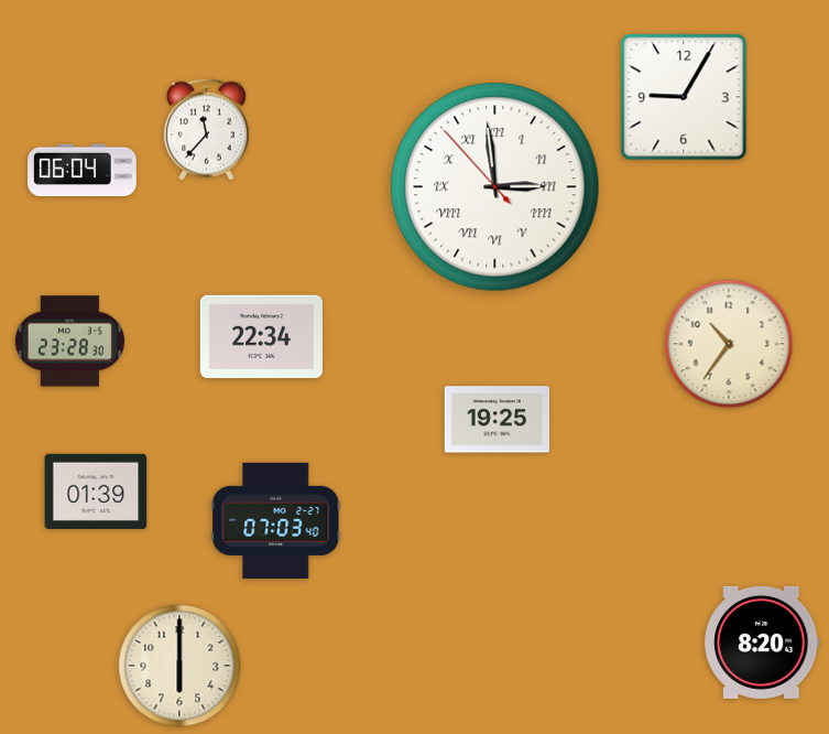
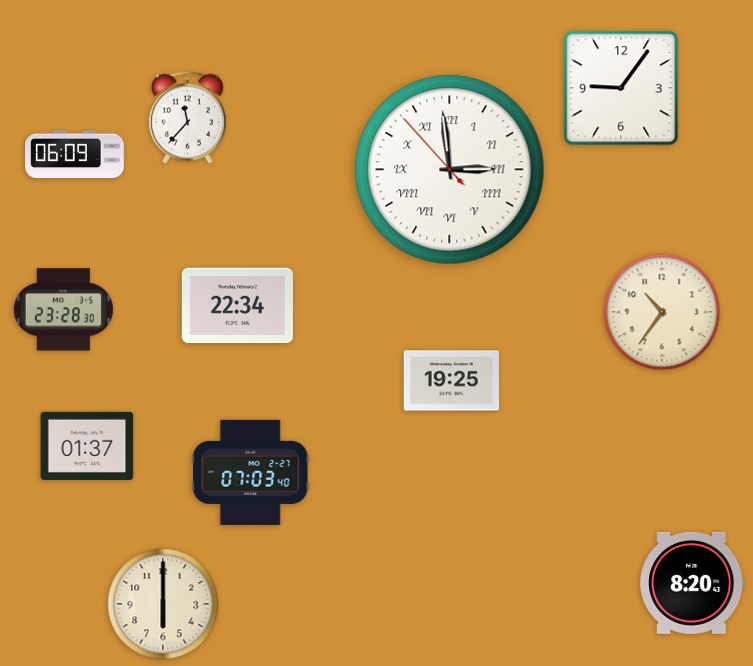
clock at (684, 97): 9:05 -> 9:06
clock at (83, 171): 06:04 -> 06:09
clock at (96, 492): 01:39 -> 01:37
